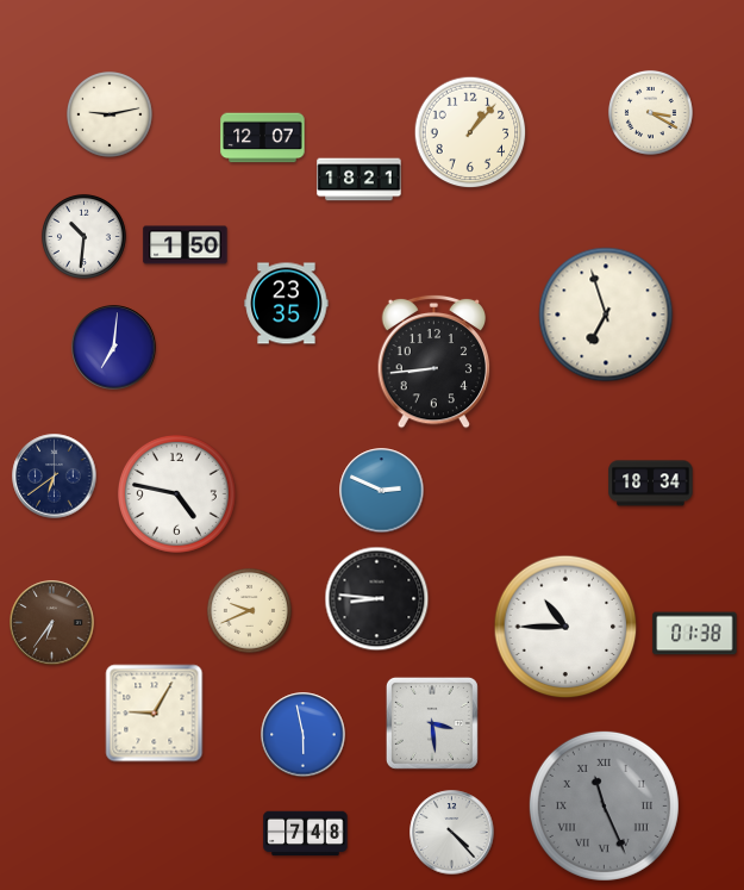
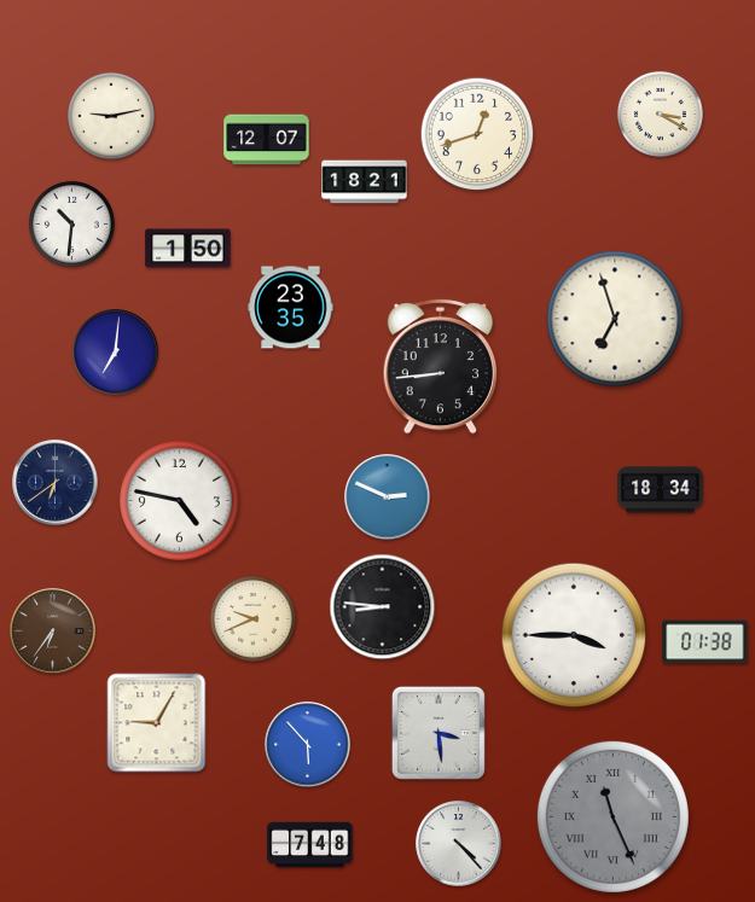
clock at (470, 132): 1:07 -> 12:42
clock at (83, 236) position: (83, 236) -> (71, 223)
clock at (565, 627): 10:45 -> 3:45
clock at (304, 735): 5:58 -> 5:53
